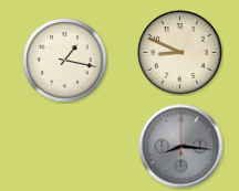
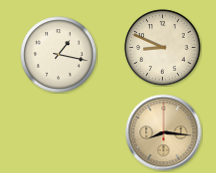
clock at (181, 147) dial: grey -> champagne
